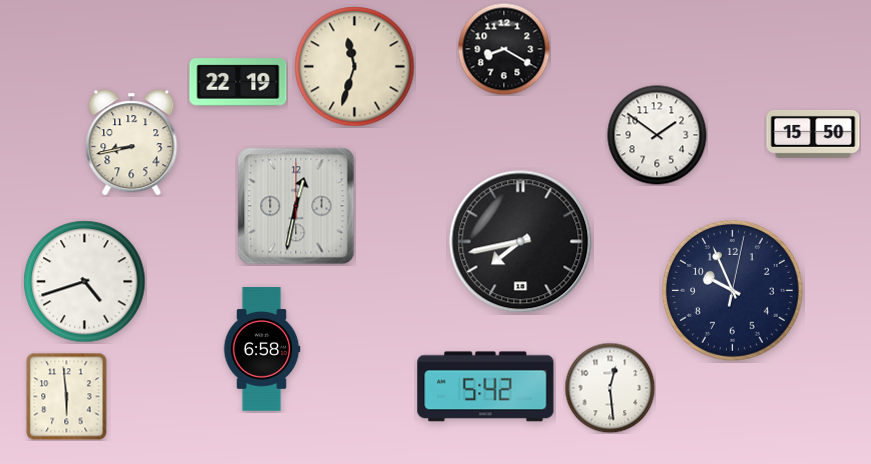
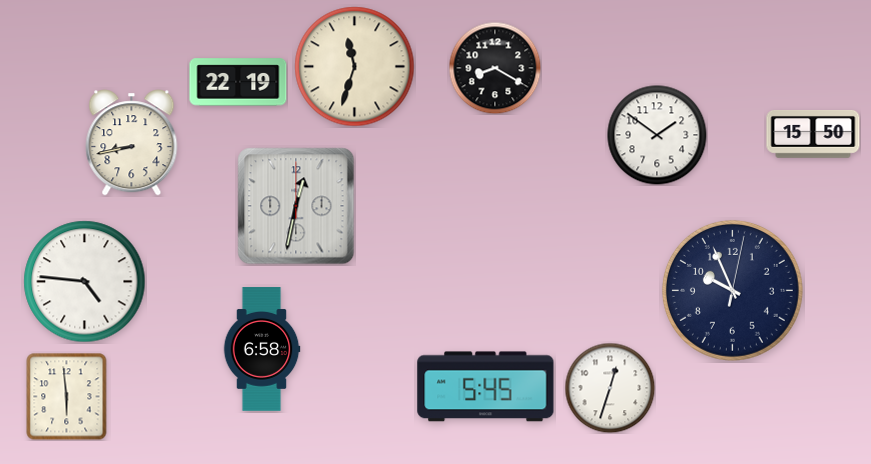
clock at (504, 49) position: (504, 49) -> (495, 68)
clock at (521, 242): 7:43 -> none
clock at (85, 282): 4:42 -> 4:46
clock at (486, 387): 5:42 -> 5:45
clock at (610, 388): 12:29 -> 12:33
